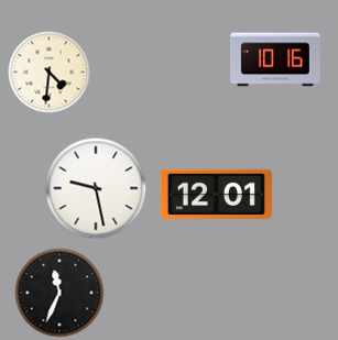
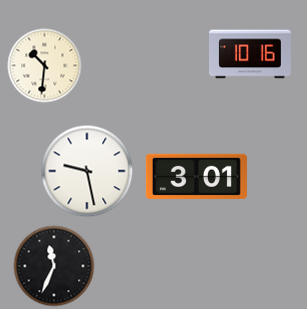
clock at (50, 73): 4:31 -> 10:31
clock at (216, 194): 12:01 -> 3:01
